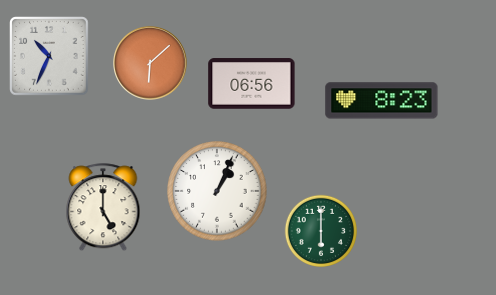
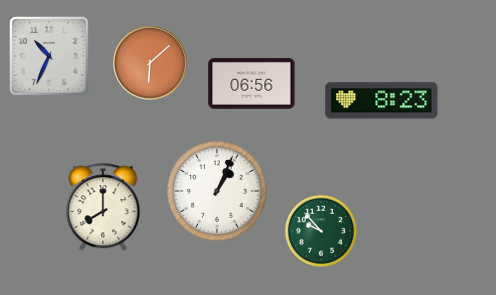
clock at (103, 208): 5:00 -> 8:00
clock at (321, 231): 6:00 -> 9:53
